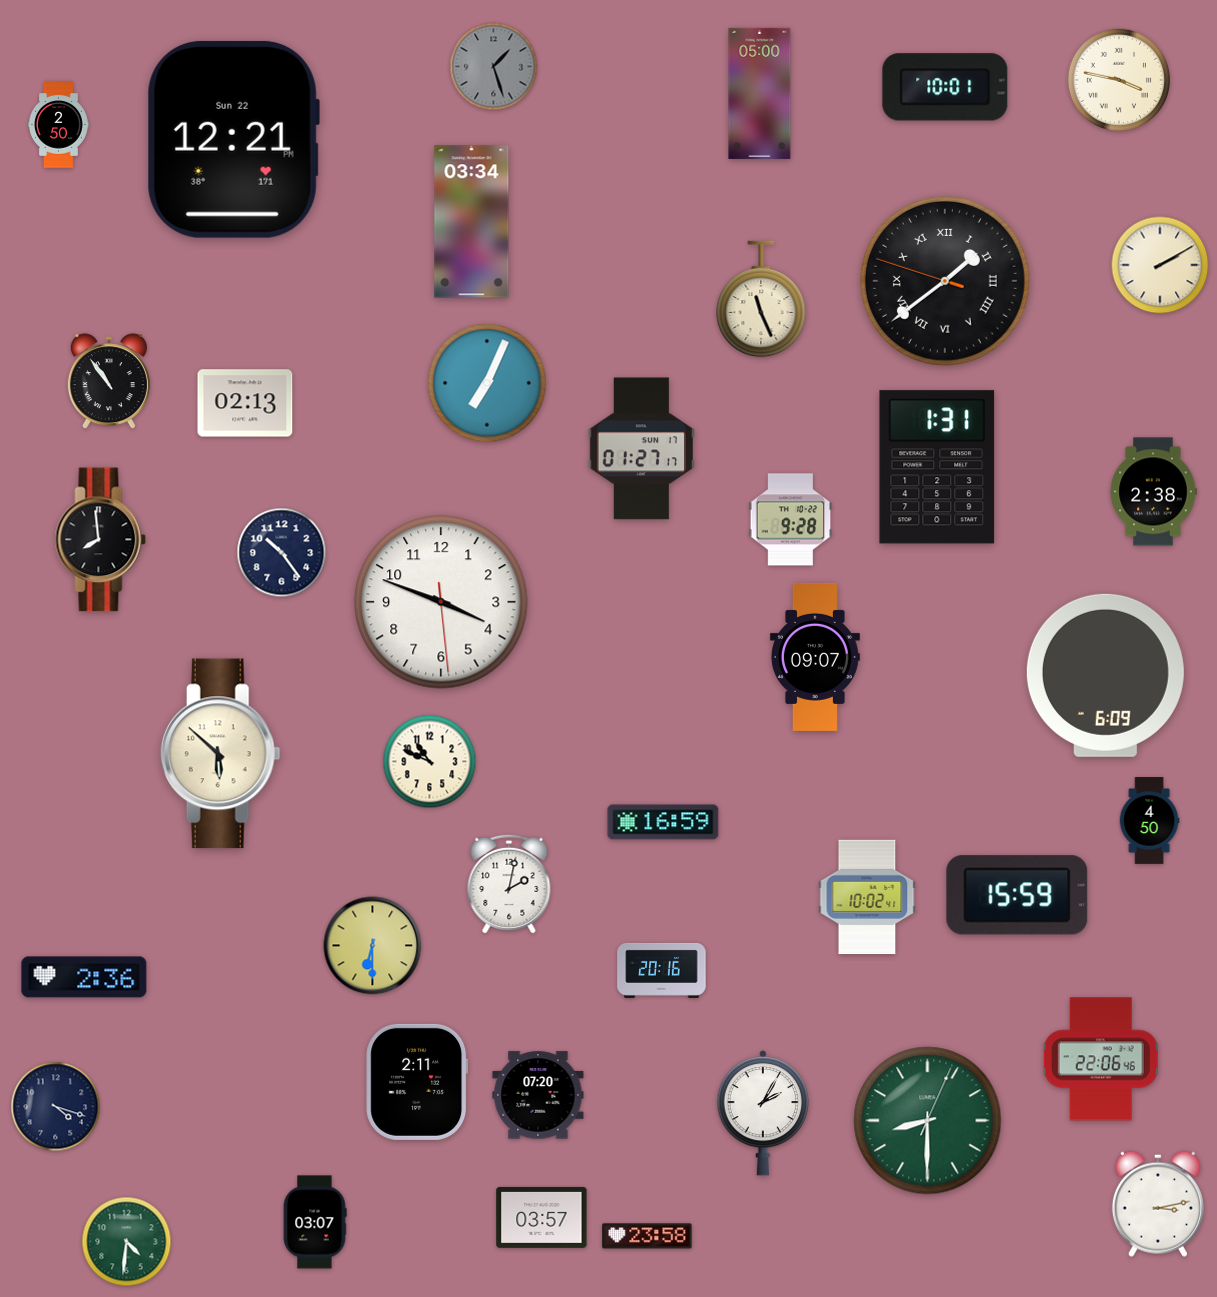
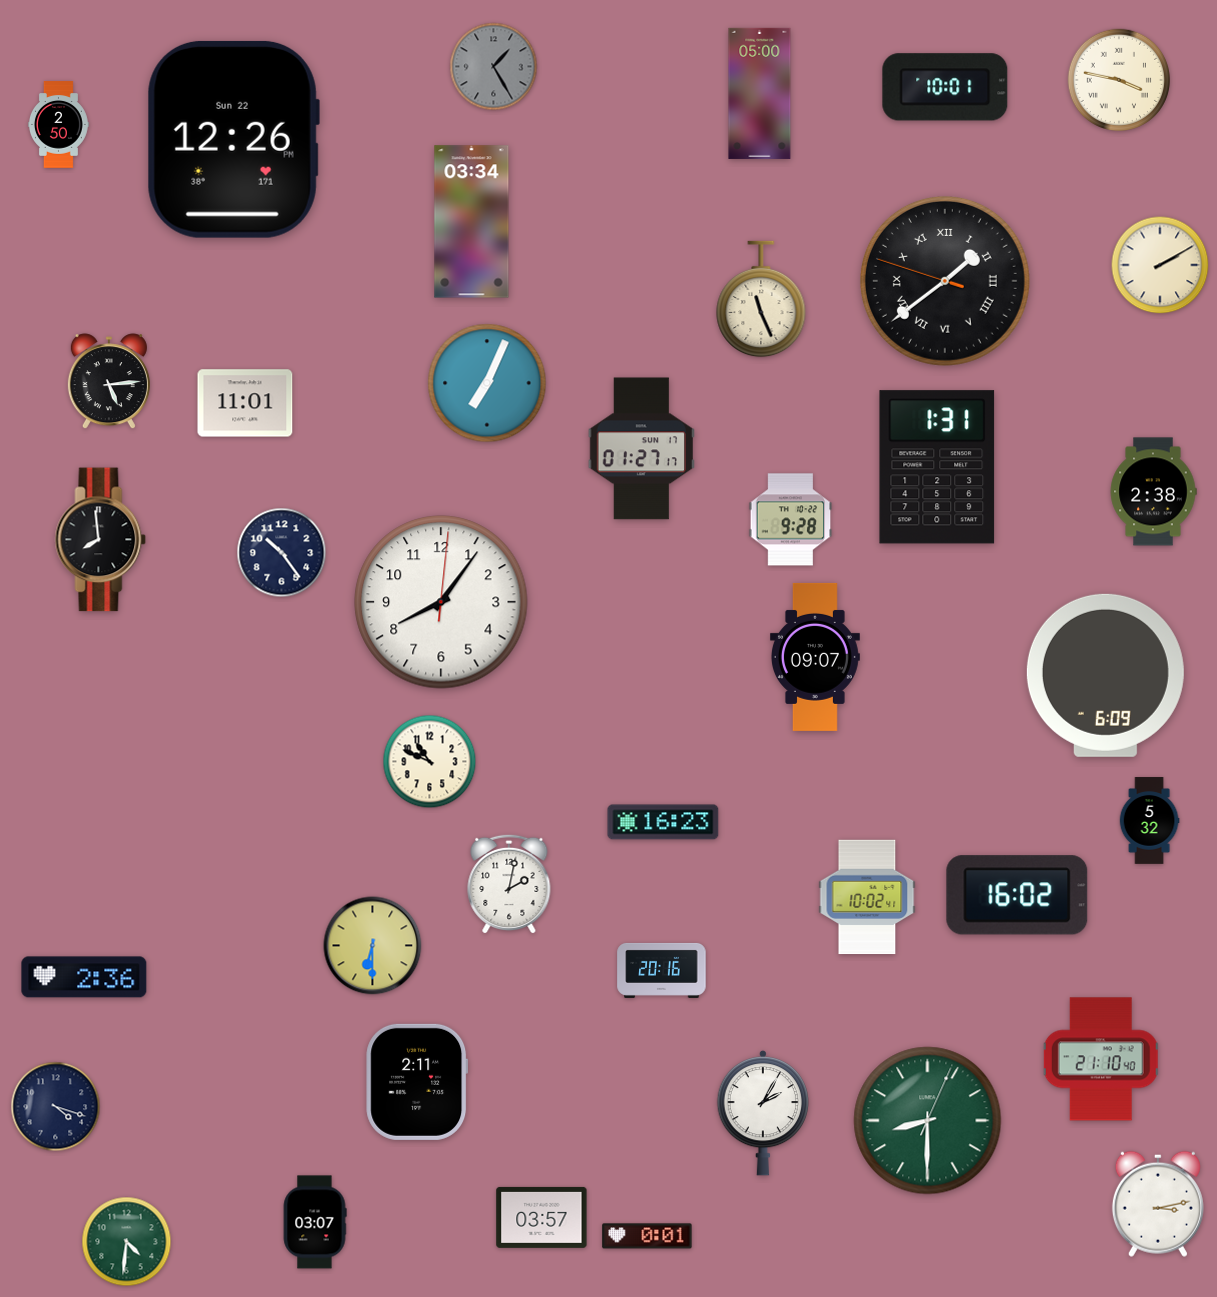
clock at (494, 67): 1:27 -> 1:25
clock at (233, 139): 12:21 -> 12:26
clock at (109, 382): 10:54 -> 5:14
clock at (245, 403): 02:13 -> 11:01
clock at (441, 602): 3:48 -> 8:06
clock at (220, 754): 5:52 -> none
clock at (1149, 821): 4:50 -> 5:32
clock at (663, 822): 16:59 -> 16:23
clock at (1017, 895): 15:59 -> 16:02
clock at (1101, 1059): 22:06 -> 21:10
clock at (538, 1095): 07:20 -> none
clock at (647, 1236): 23:58 -> 0:01
